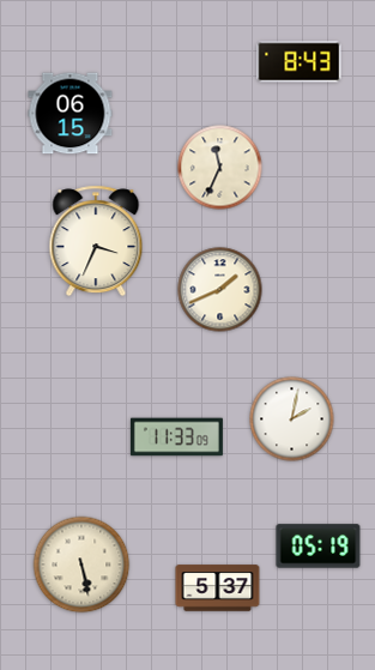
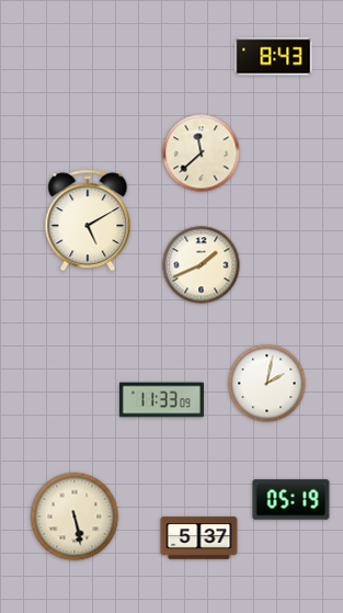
clock at (71, 114): 06:15 -> none
clock at (220, 168): 11:34 -> 11:38
clock at (96, 241): 3:34 -> 5:10
